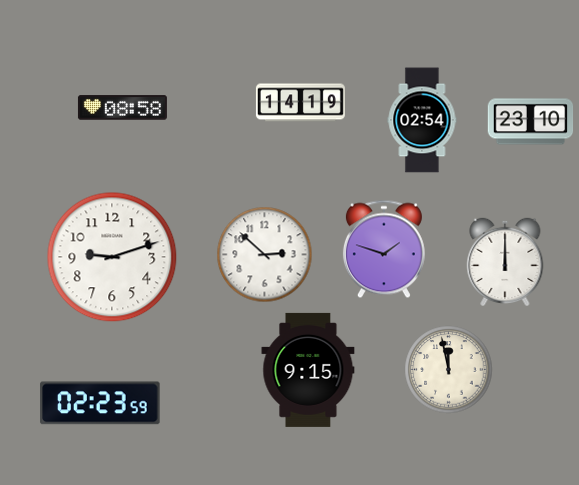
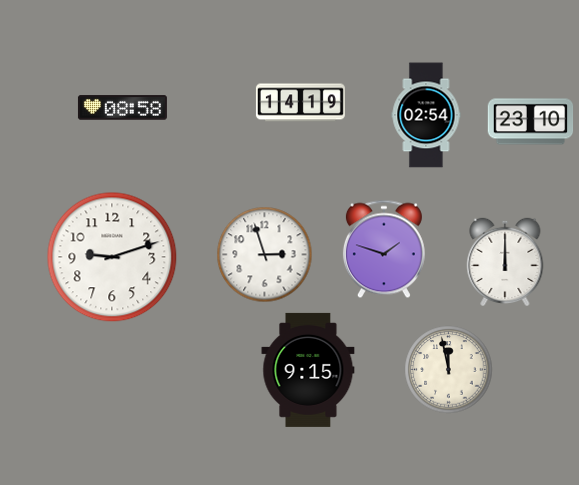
clock at (422, 120) position: (422, 120) -> (426, 115)
clock at (265, 255): 2:52 -> 2:57
clock at (100, 403): 02:23 -> none
